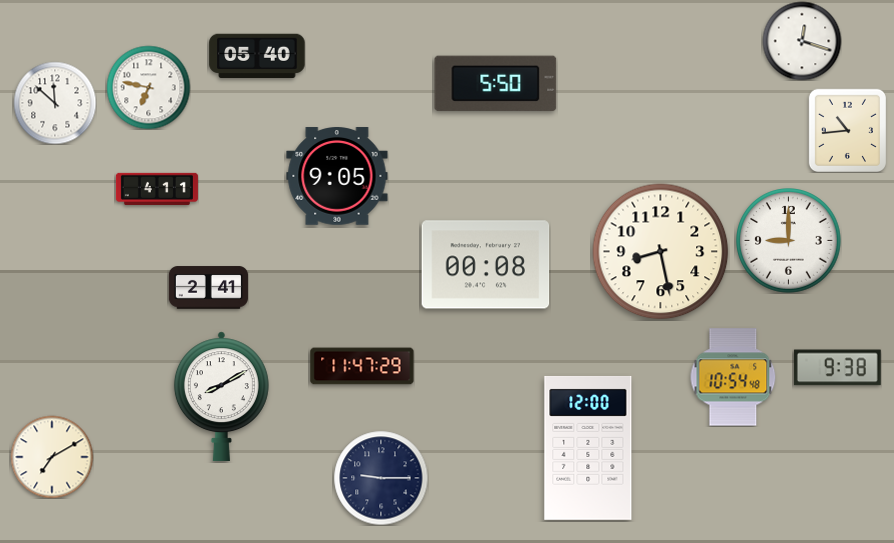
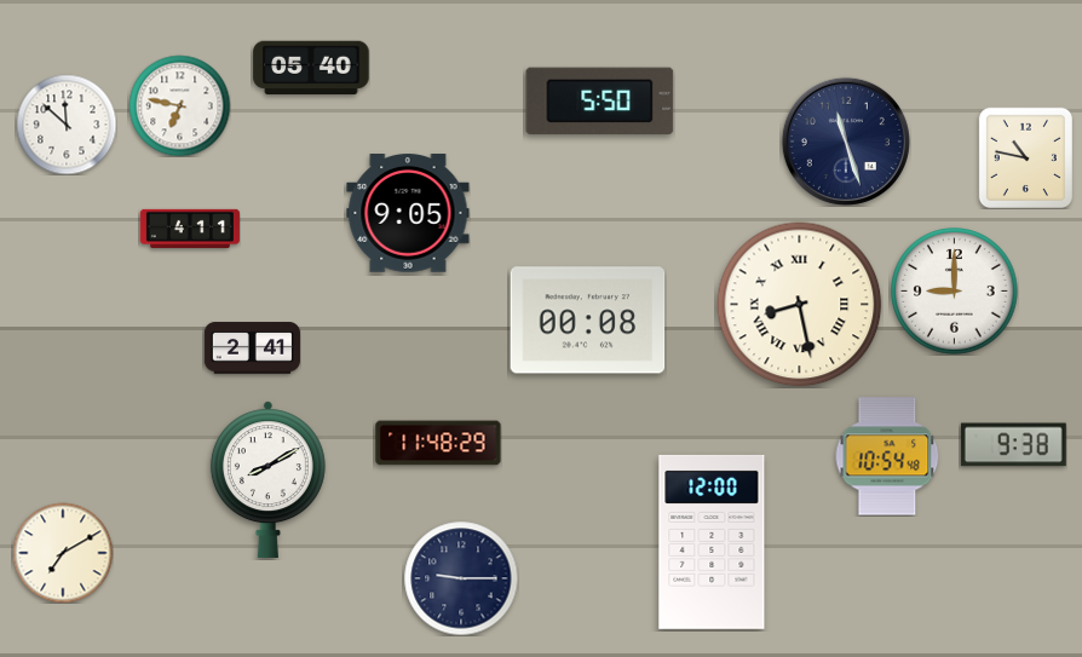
clock at (802, 41): 12:18 -> none
clock at (846, 142): none -> 11:27
clock at (847, 130): 10:44 -> 10:47
clock at (661, 252) numerals: Arabic -> Roman
clock at (362, 366): 11:47 -> 11:48
